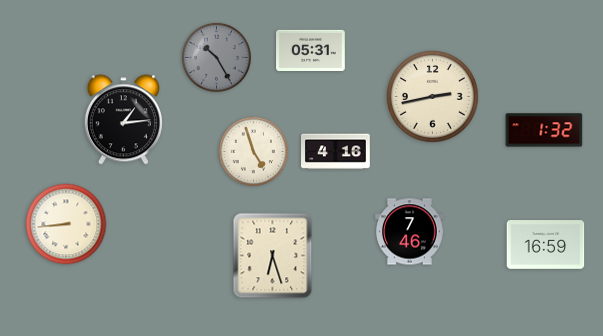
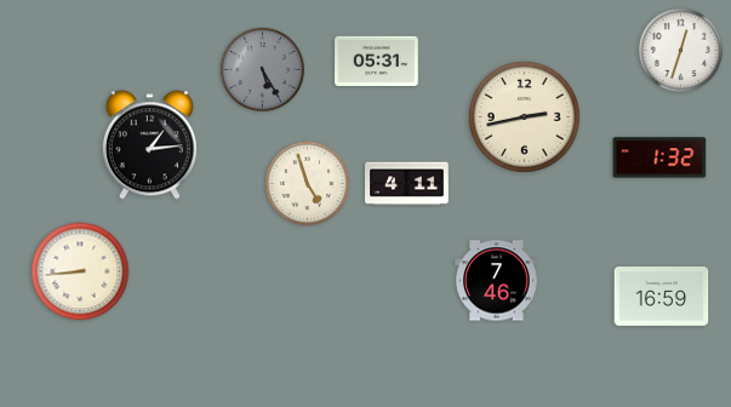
clock at (680, 50): none -> 12:33
clock at (216, 57): 10:25 -> 5:25
clock at (336, 152): 4:16 -> 4:11
clock at (273, 256): 6:27 -> none
